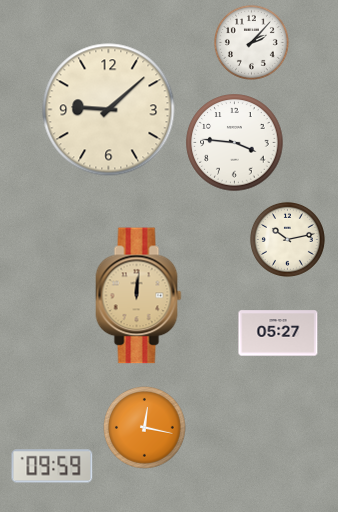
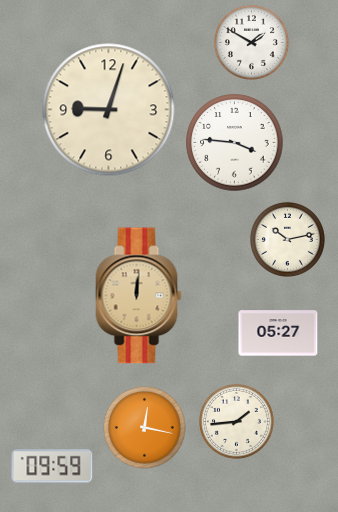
clock at (251, 42): 2:07 -> 1:50
clock at (109, 110): 9:08 -> 9:03
clock at (236, 421): none -> 1:44
